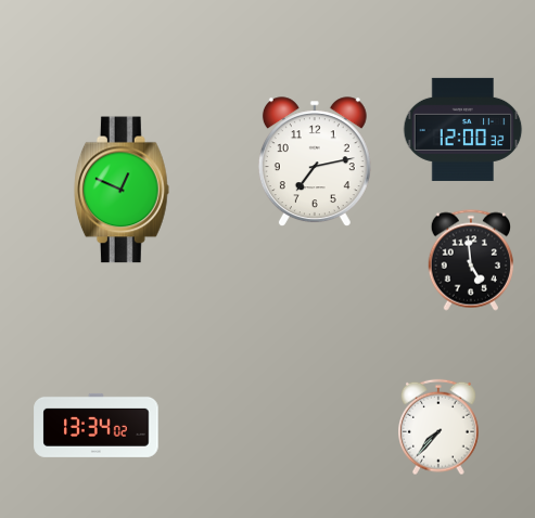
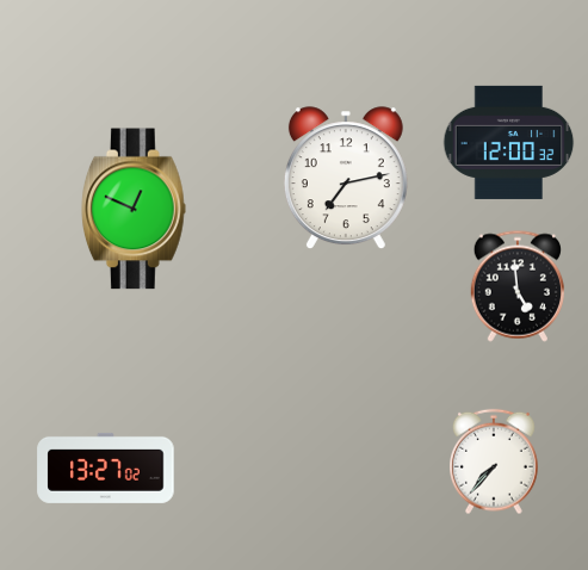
clock at (97, 425): 13:34 -> 13:27
clock at (440, 427) position: (440, 427) -> (495, 461)
